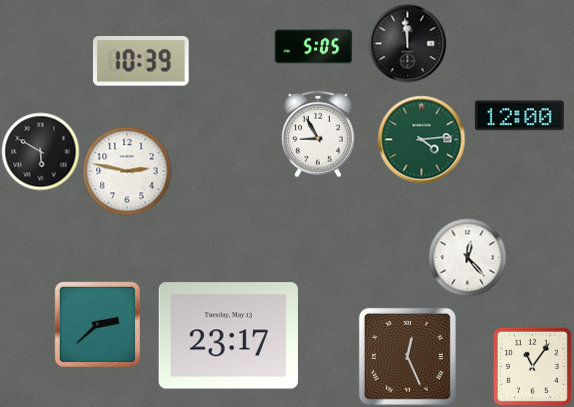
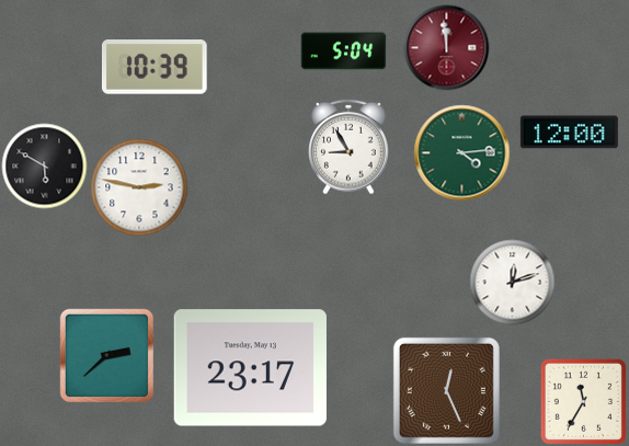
clock at (407, 43) dial: black -> burgundy
clock at (313, 47): 5:05 -> 5:04
clock at (519, 116) position: (519, 116) -> (569, 133)
clock at (467, 257): 12:23 -> 12:12
clock at (532, 366): 11:06 -> 11:35
